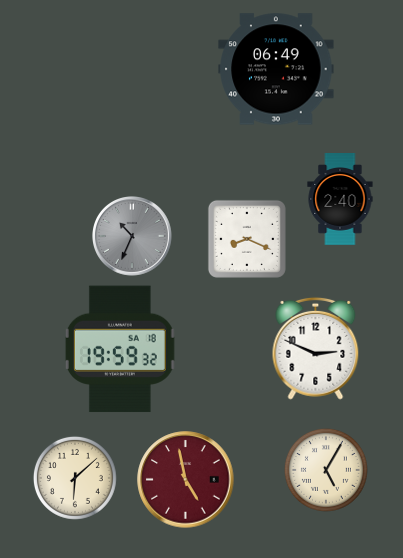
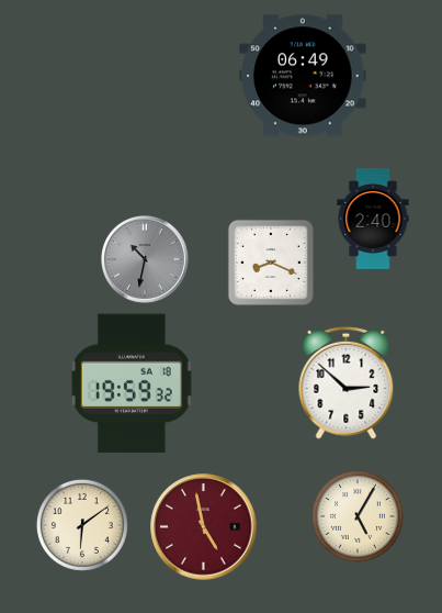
clock at (133, 237): 10:34 -> 10:32
clock at (316, 348): 2:49 -> 2:52
clock at (75, 478): 6:08 -> 6:09
